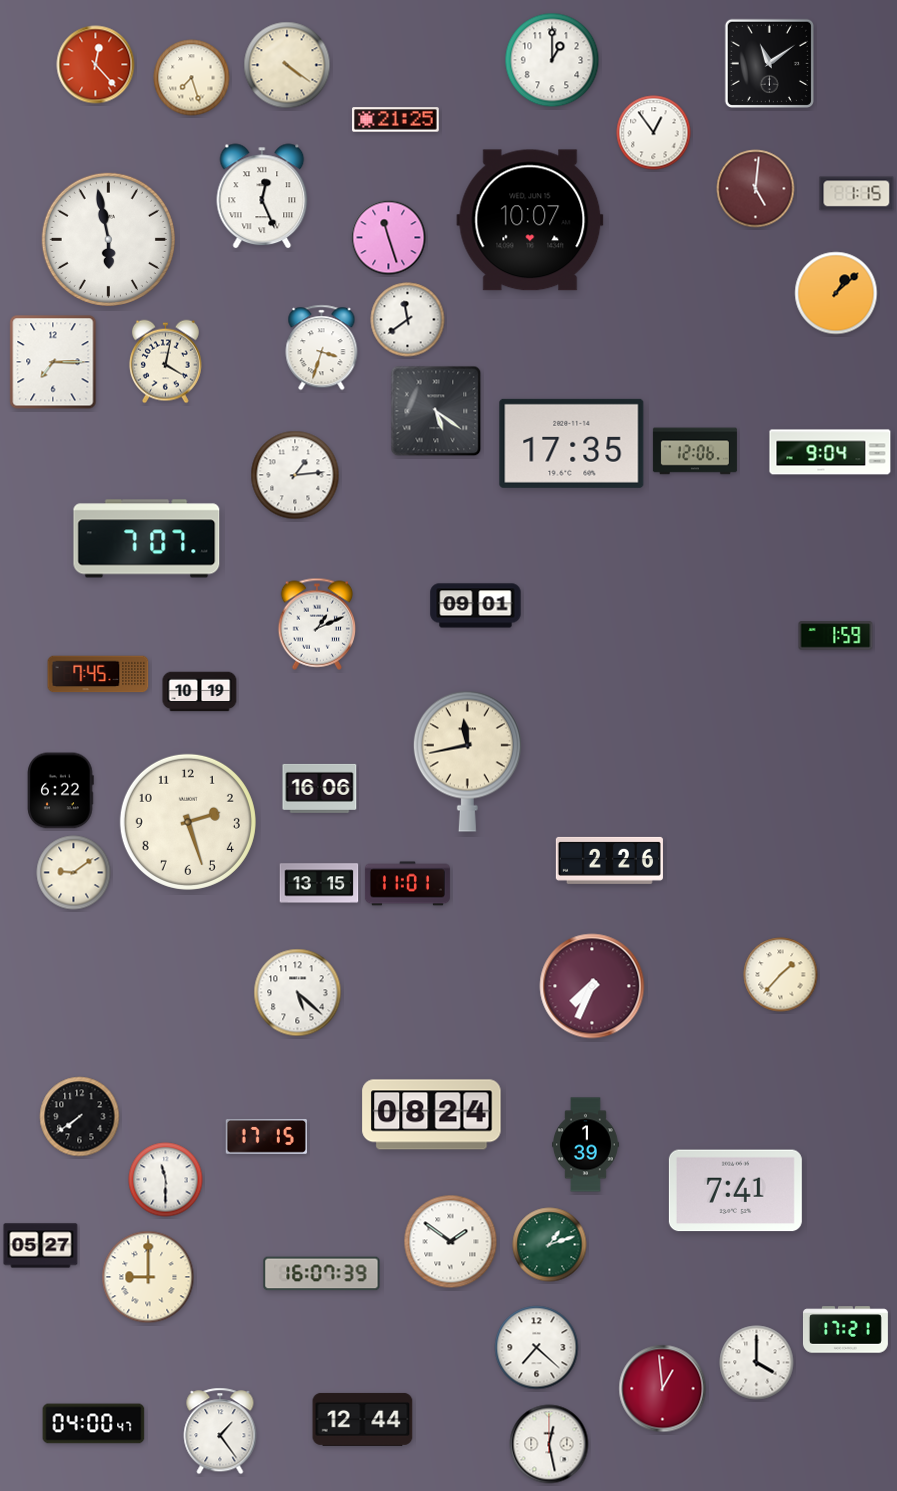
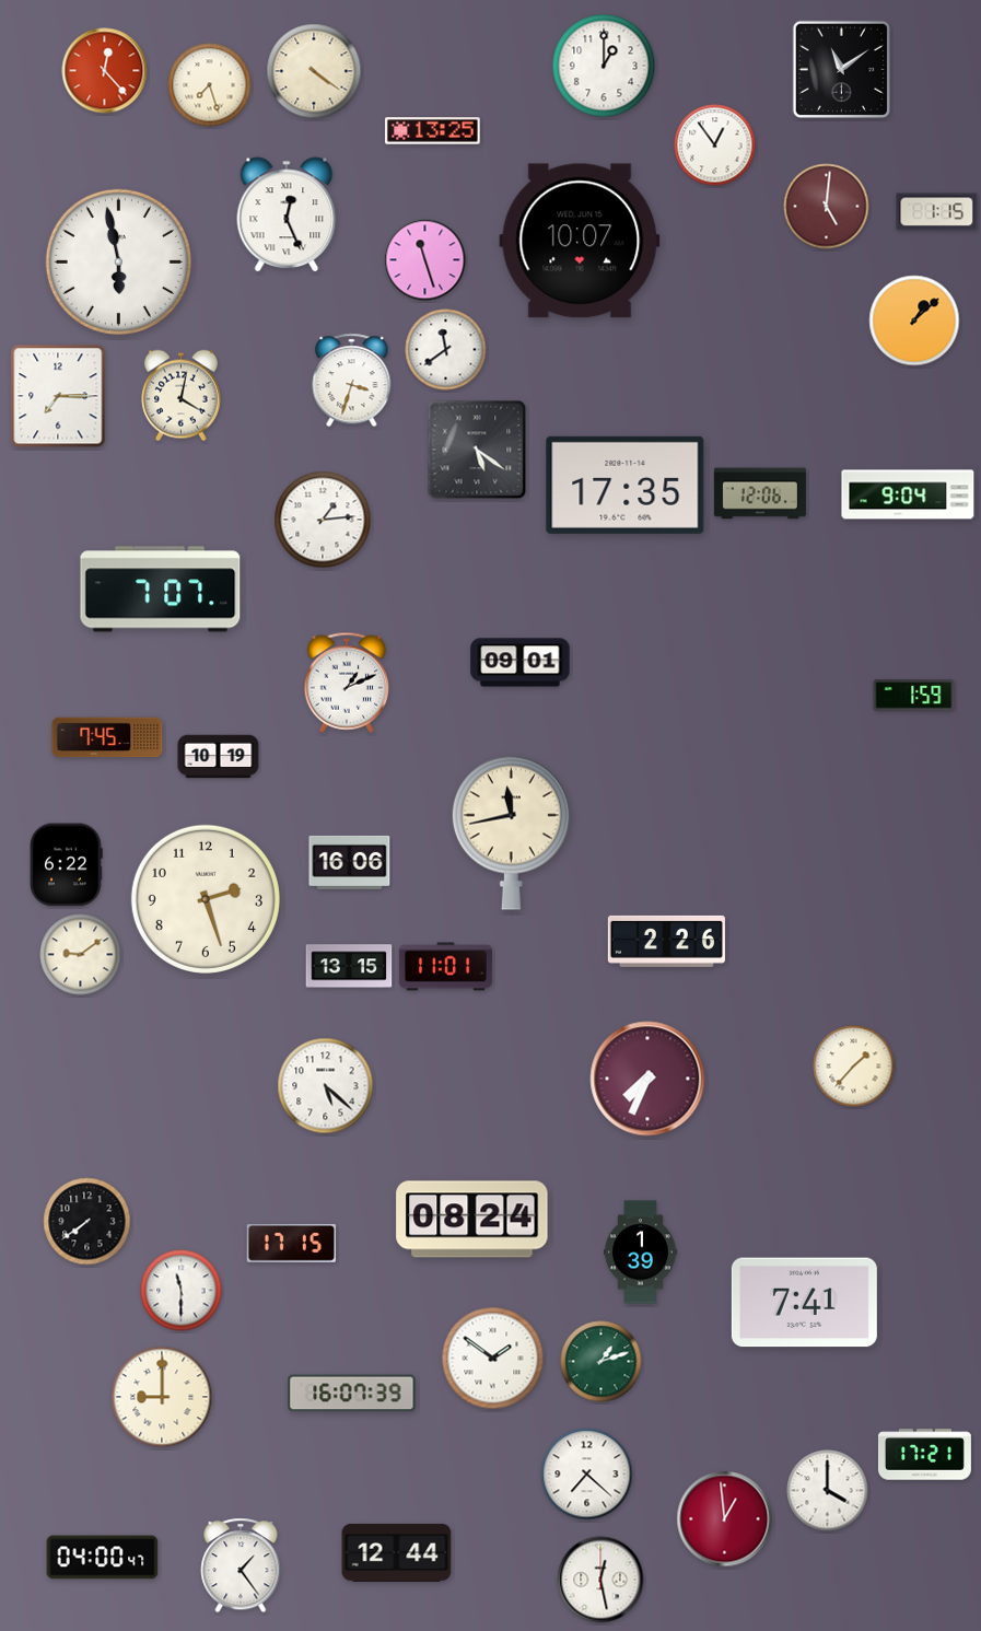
clock at (396, 120): 21:25 -> 13:25
clock at (41, 1246): 05:27 -> none
